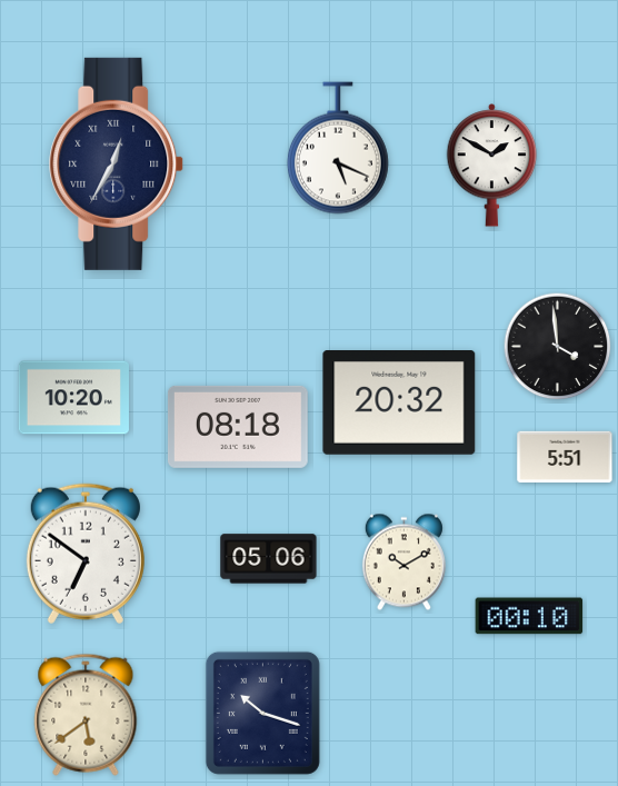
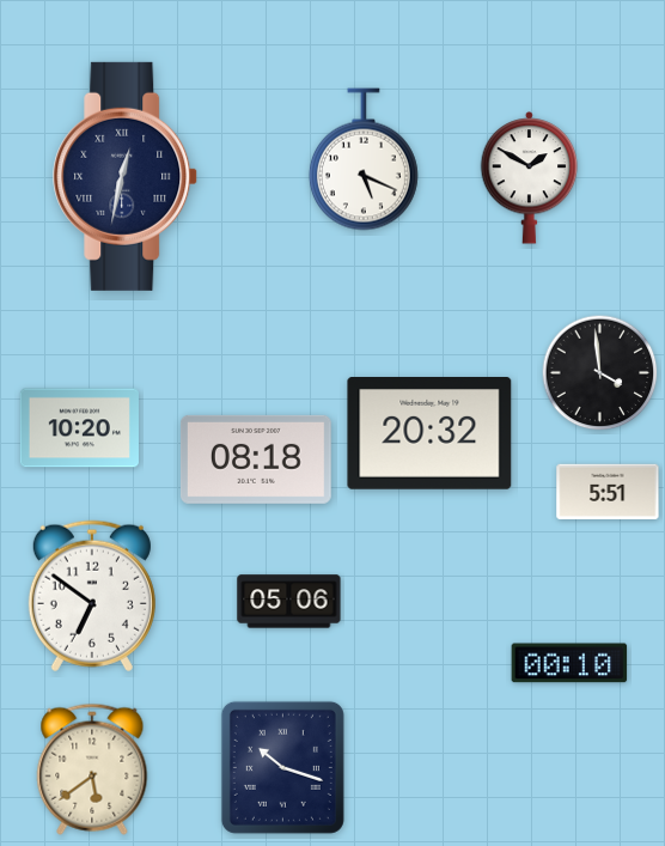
clock at (117, 163): 12:35 -> 12:32
clock at (403, 563): 10:10 -> none
